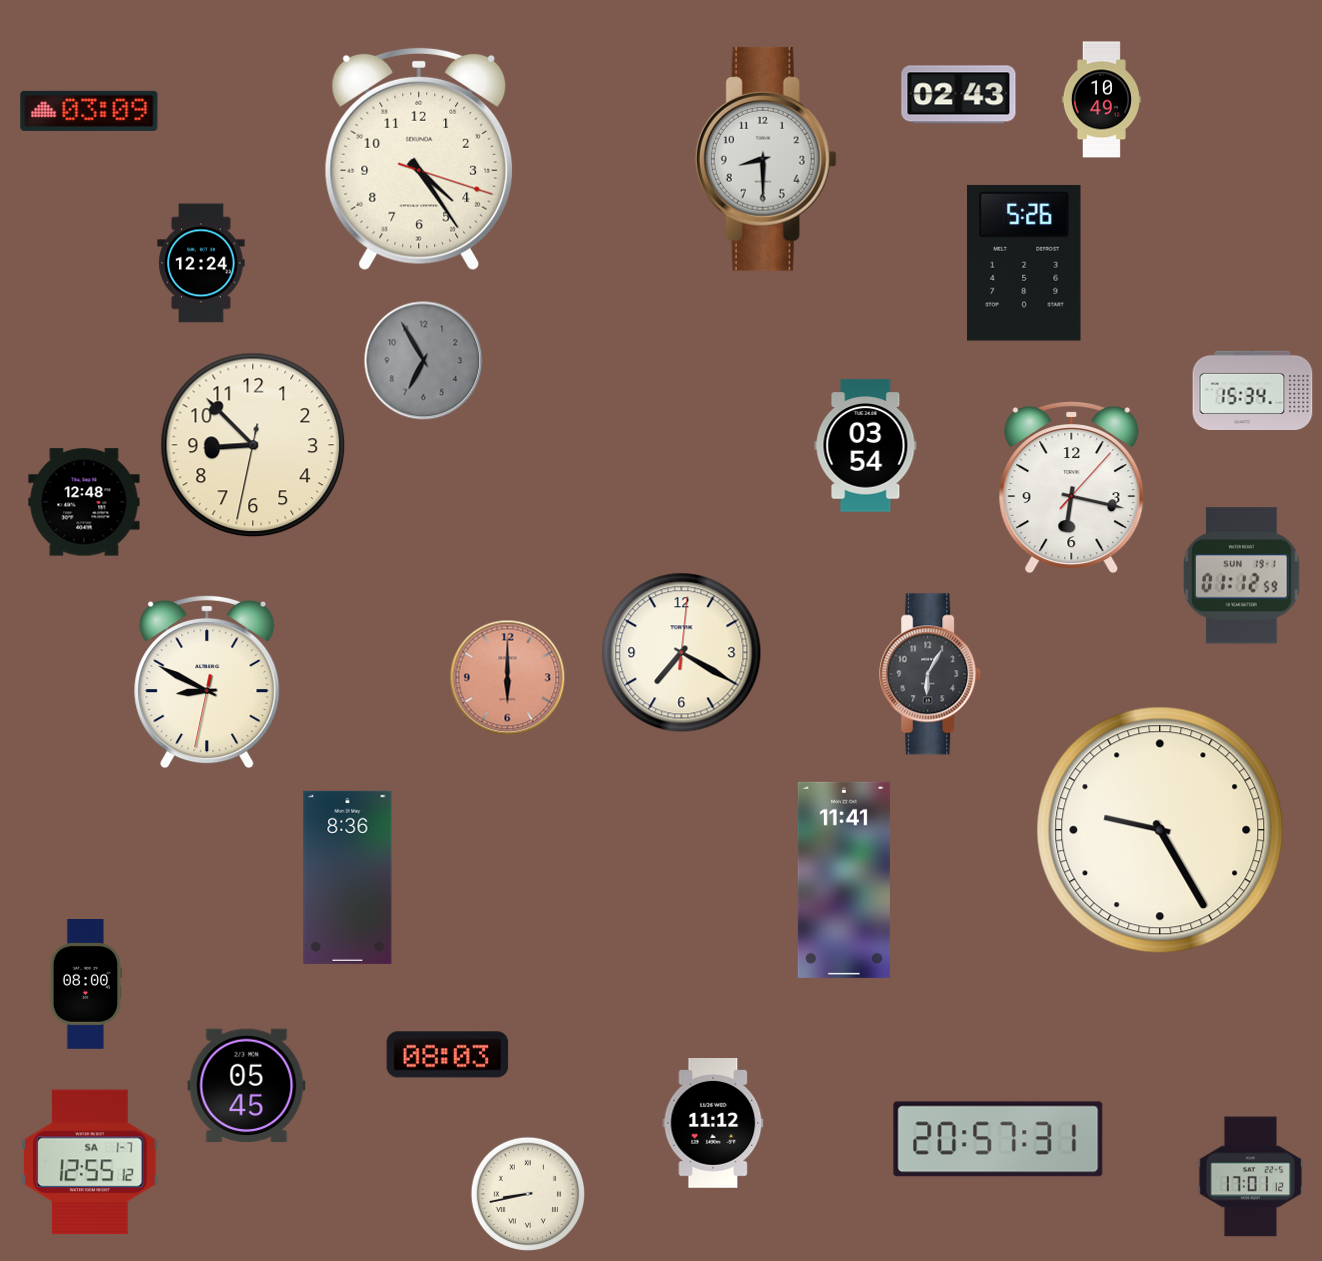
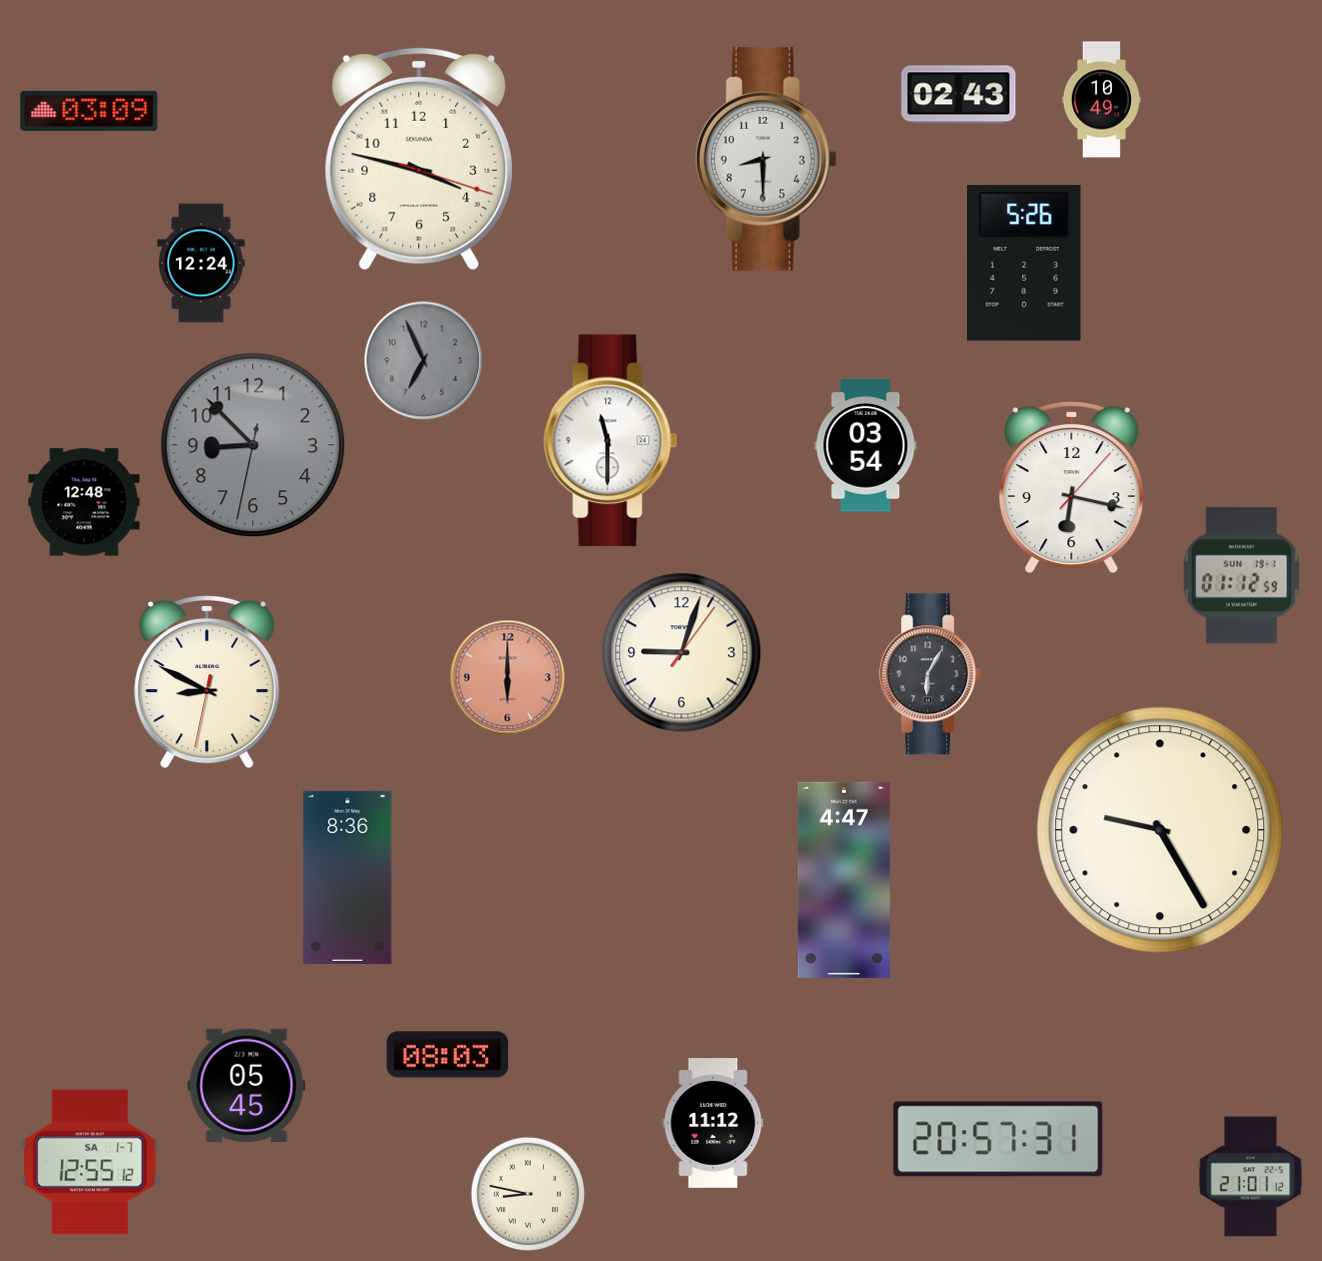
clock at (419, 159): 4:24 -> 3:47
clock at (424, 361): 6:55 -> 6:56
clock at (1253, 390): 15:34 -> none
clock at (611, 441): none -> 11:30
clock at (253, 445) dial: cream -> grey
clock at (682, 653): 7:20 -> 9:03
clock at (844, 880): 11:41 -> 4:47
clock at (86, 985): 08:00 -> none
clock at (1251, 1177): 17:01 -> 21:01
clock at (527, 1193): 8:43 -> 8:47
